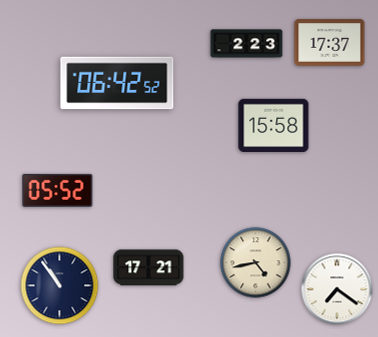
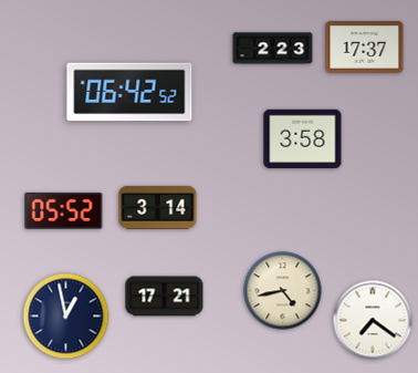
clock at (274, 125): 15:58 -> 3:58
clock at (158, 207): none -> 3:14
clock at (60, 286): 10:54 -> 12:58
